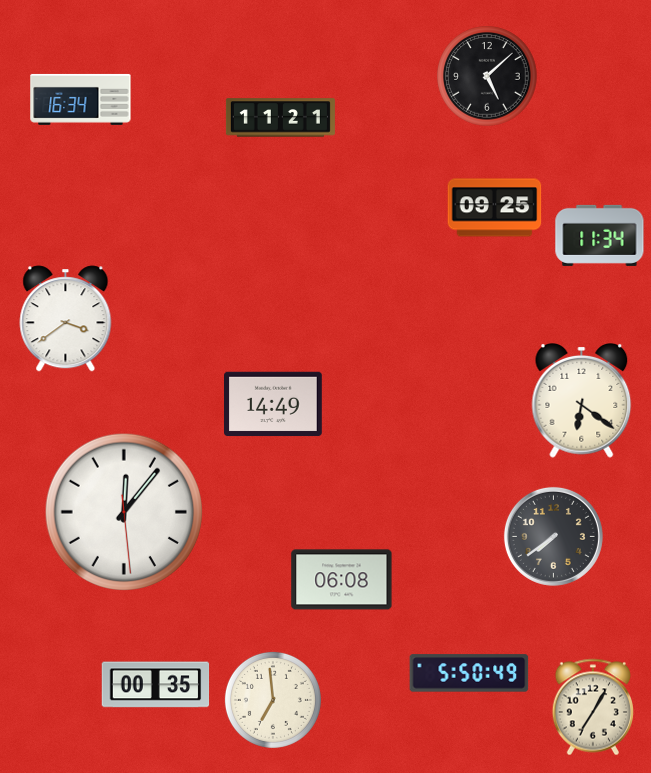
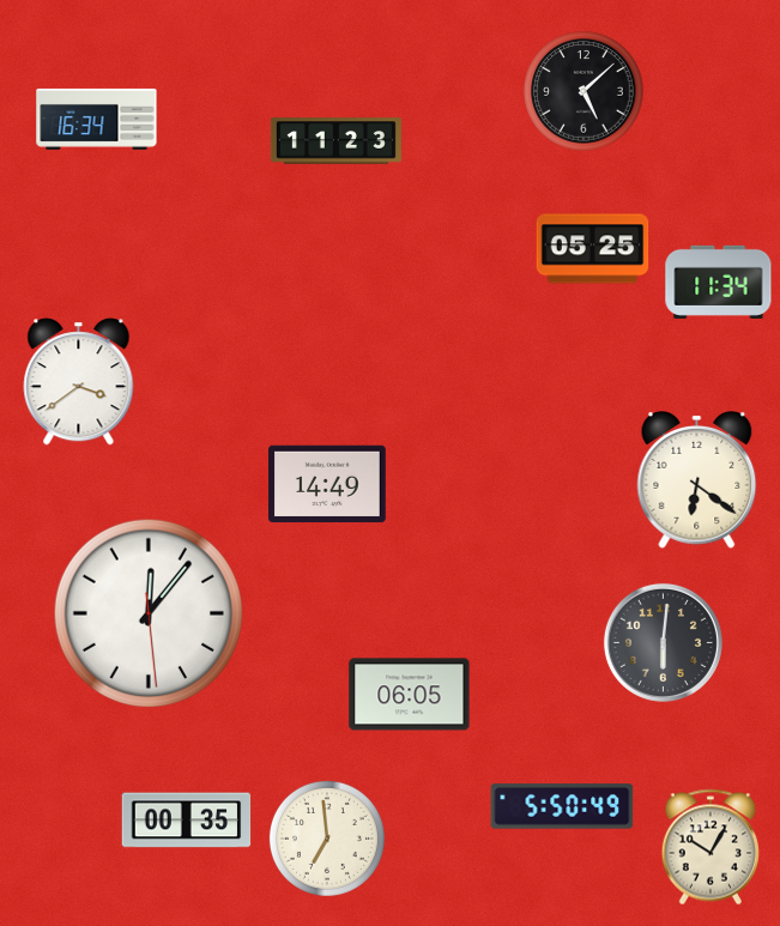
clock at (280, 118): 11:21 -> 11:23
clock at (495, 208): 09:25 -> 05:25
clock at (553, 536): 7:39 -> 6:01
clock at (342, 580): 06:08 -> 06:05
clock at (592, 707): 7:05 -> 10:05
